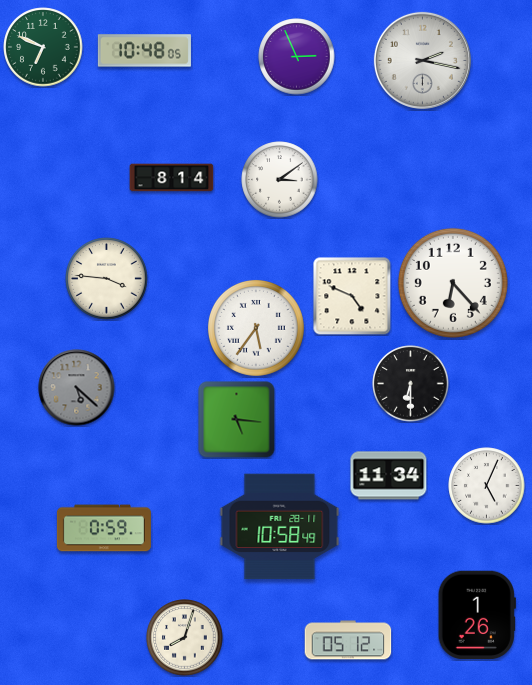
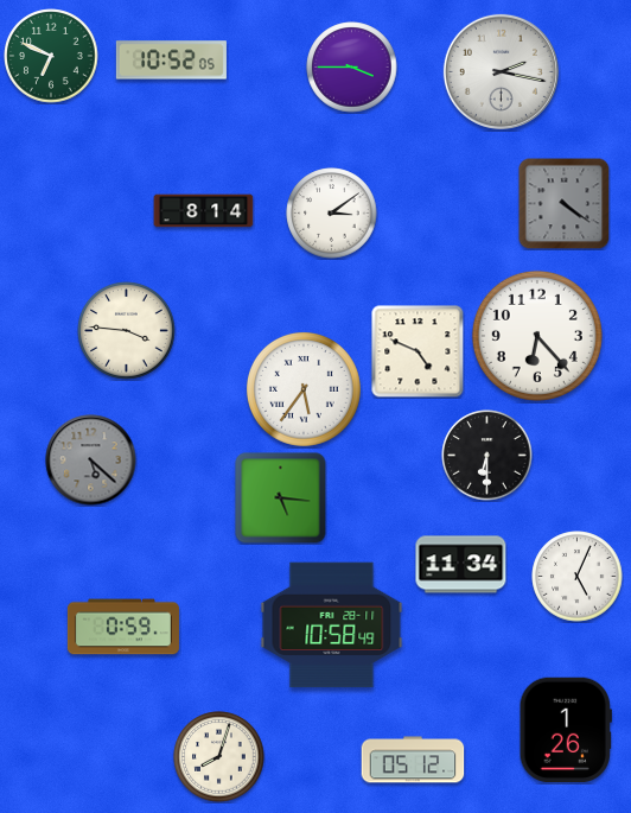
clock at (144, 51): 10:48 -> 10:52
clock at (297, 57): 2:56 -> 3:45
clock at (563, 203): none -> 4:21
